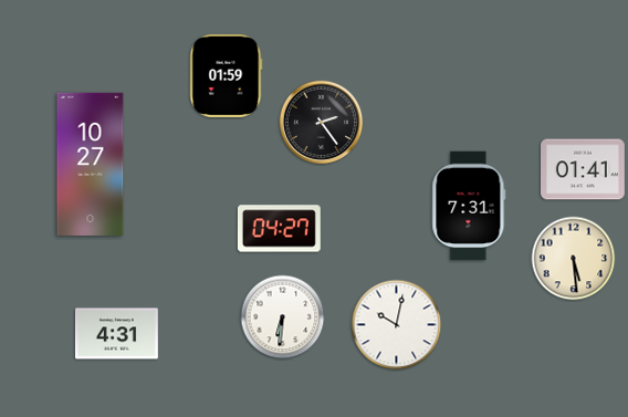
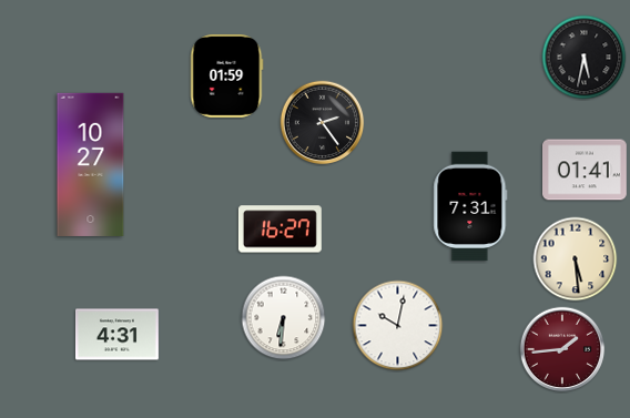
clock at (585, 58): none -> 5:32
clock at (279, 229): 04:27 -> 16:27
clock at (562, 349): none -> 1:44
